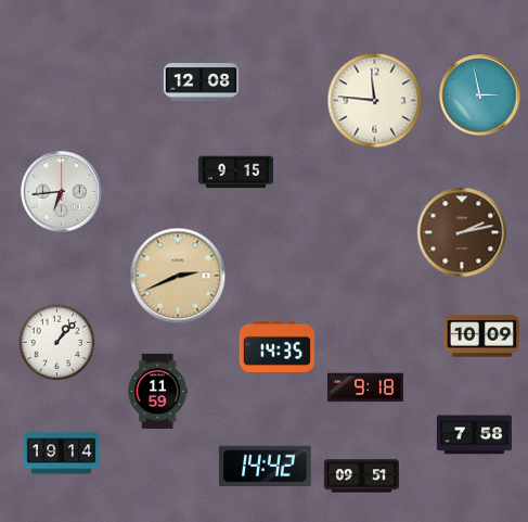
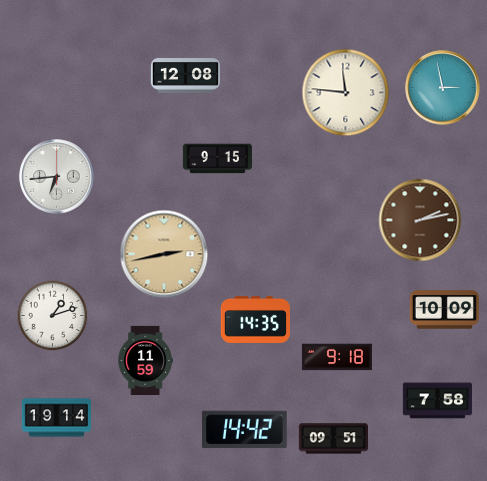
clock at (462, 232) position: (462, 232) -> (420, 220)
clock at (178, 276): 2:41 -> 2:43
clock at (57, 343): 1:07 -> 1:12
